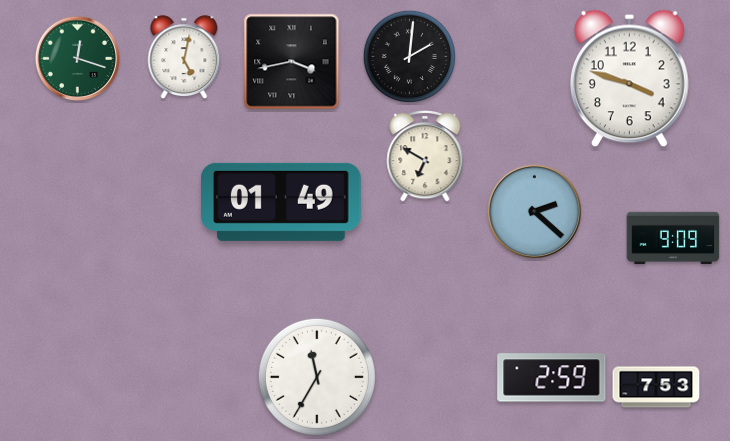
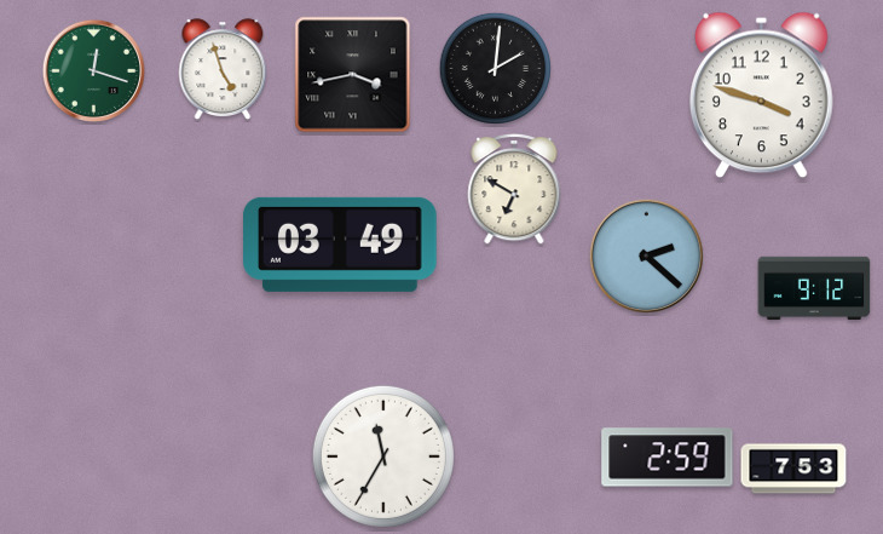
clock at (184, 58): 5:02 -> 4:57
clock at (282, 202): 01:49 -> 03:49
clock at (673, 238): 9:09 -> 9:12
